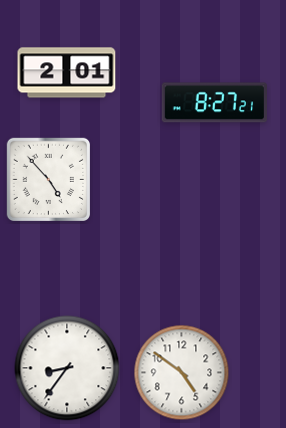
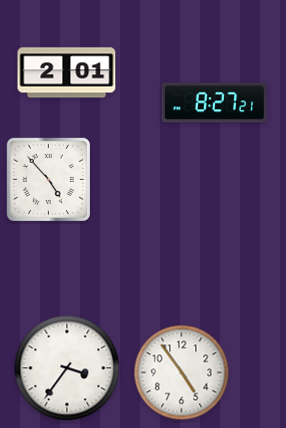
clock at (67, 368): 8:36 -> 3:36
clock at (182, 373): 4:51 -> 4:54
